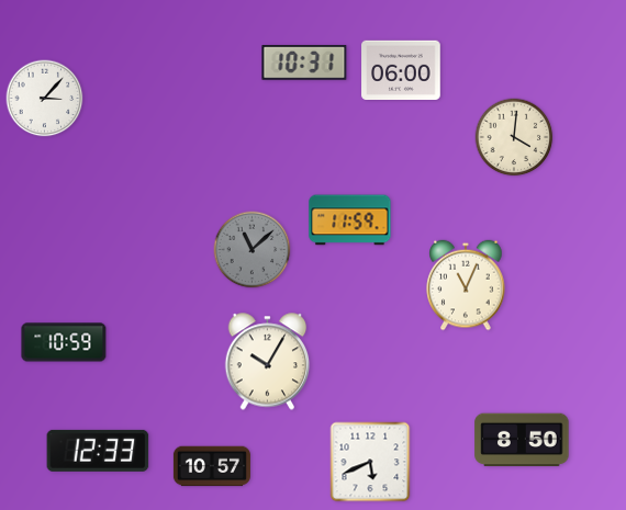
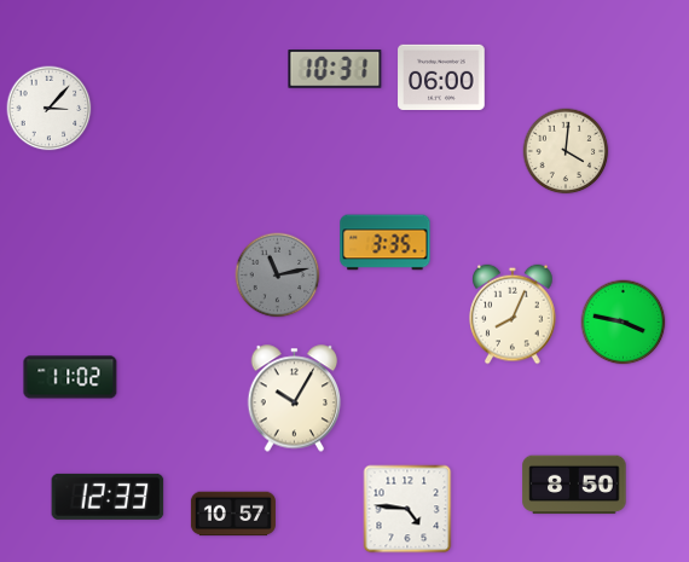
clock at (350, 220): 11:59 -> 3:35
clock at (253, 250): 11:08 -> 11:13
clock at (466, 285): 11:04 -> 8:04
clock at (624, 323): none -> 3:47
clock at (64, 342): 10:59 -> 11:02
clock at (370, 462): 5:41 -> 4:46
